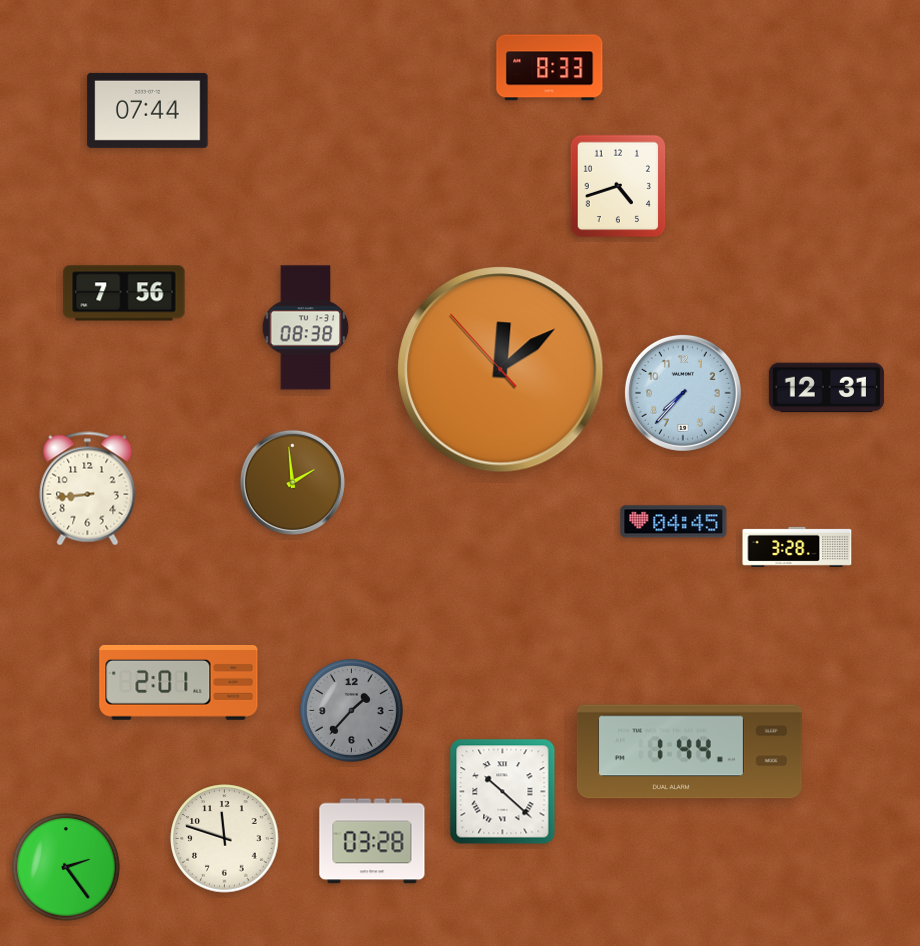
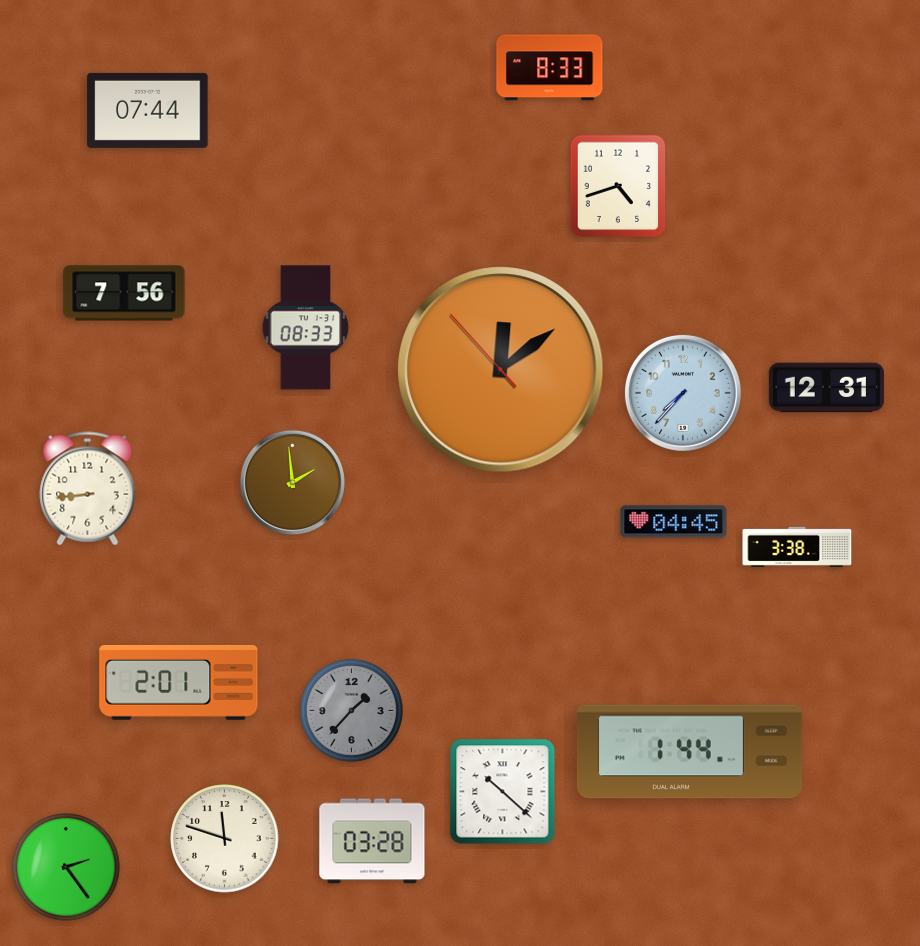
clock at (306, 328): 08:38 -> 08:33
clock at (797, 547): 3:28 -> 3:38
